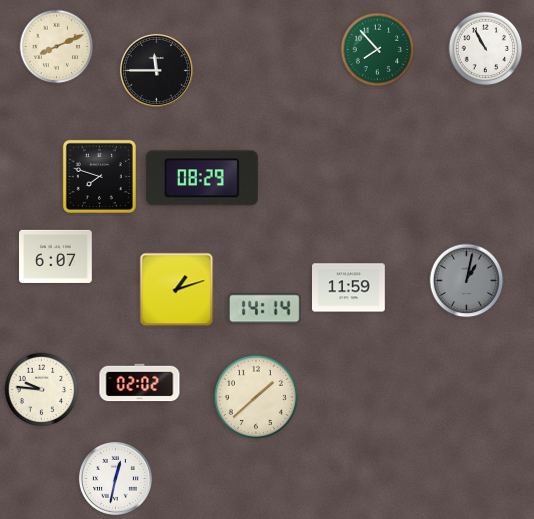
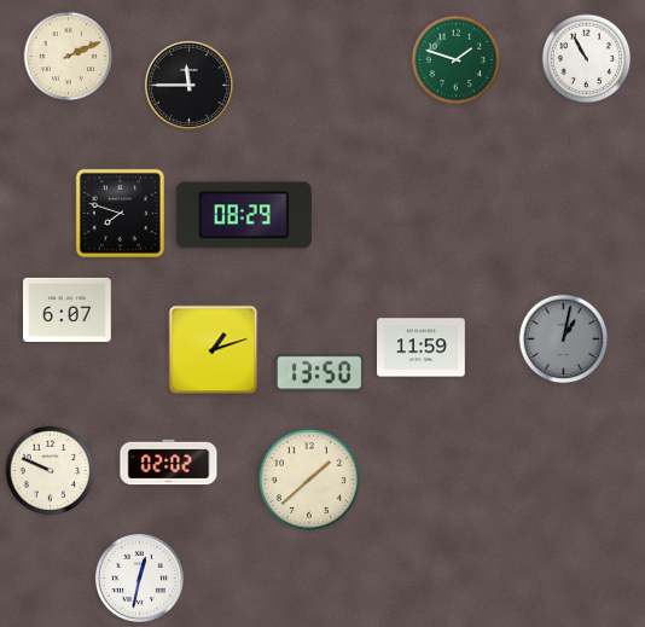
clock at (57, 47): 8:11 -> 2:11
clock at (378, 50): 7:53 -> 1:48
clock at (264, 309): 14:14 -> 13:50
clock at (42, 390): 9:46 -> 9:49
